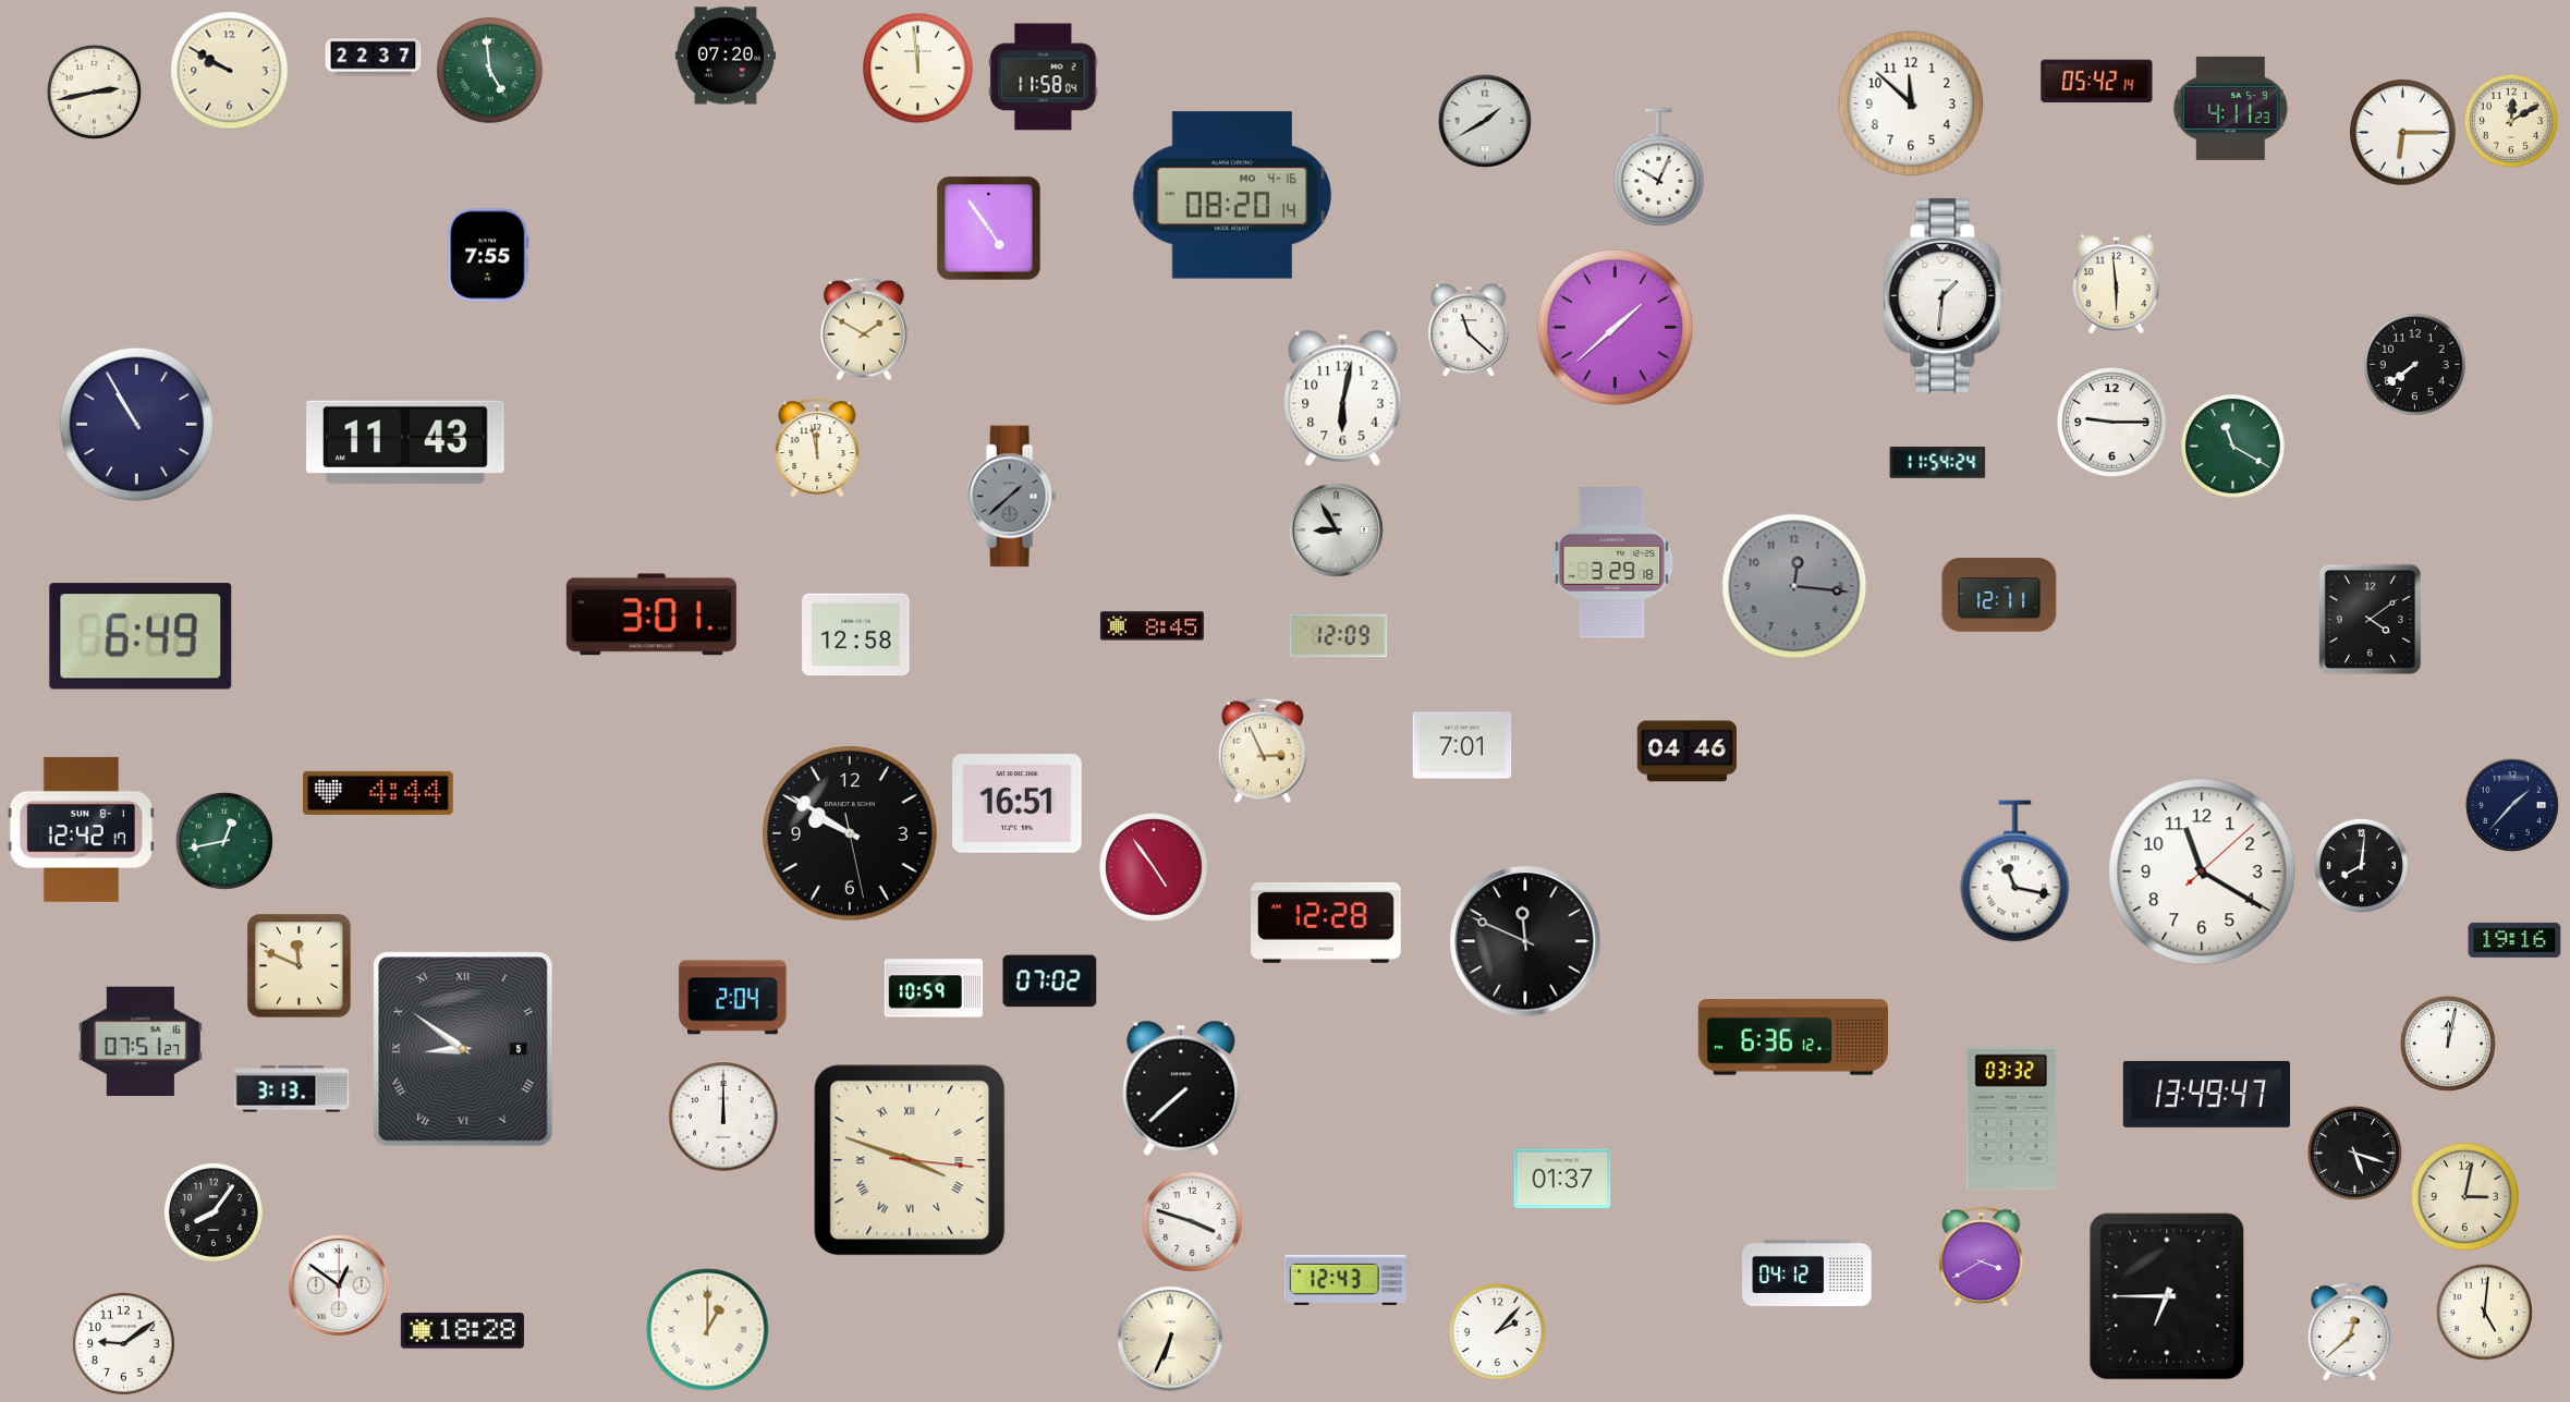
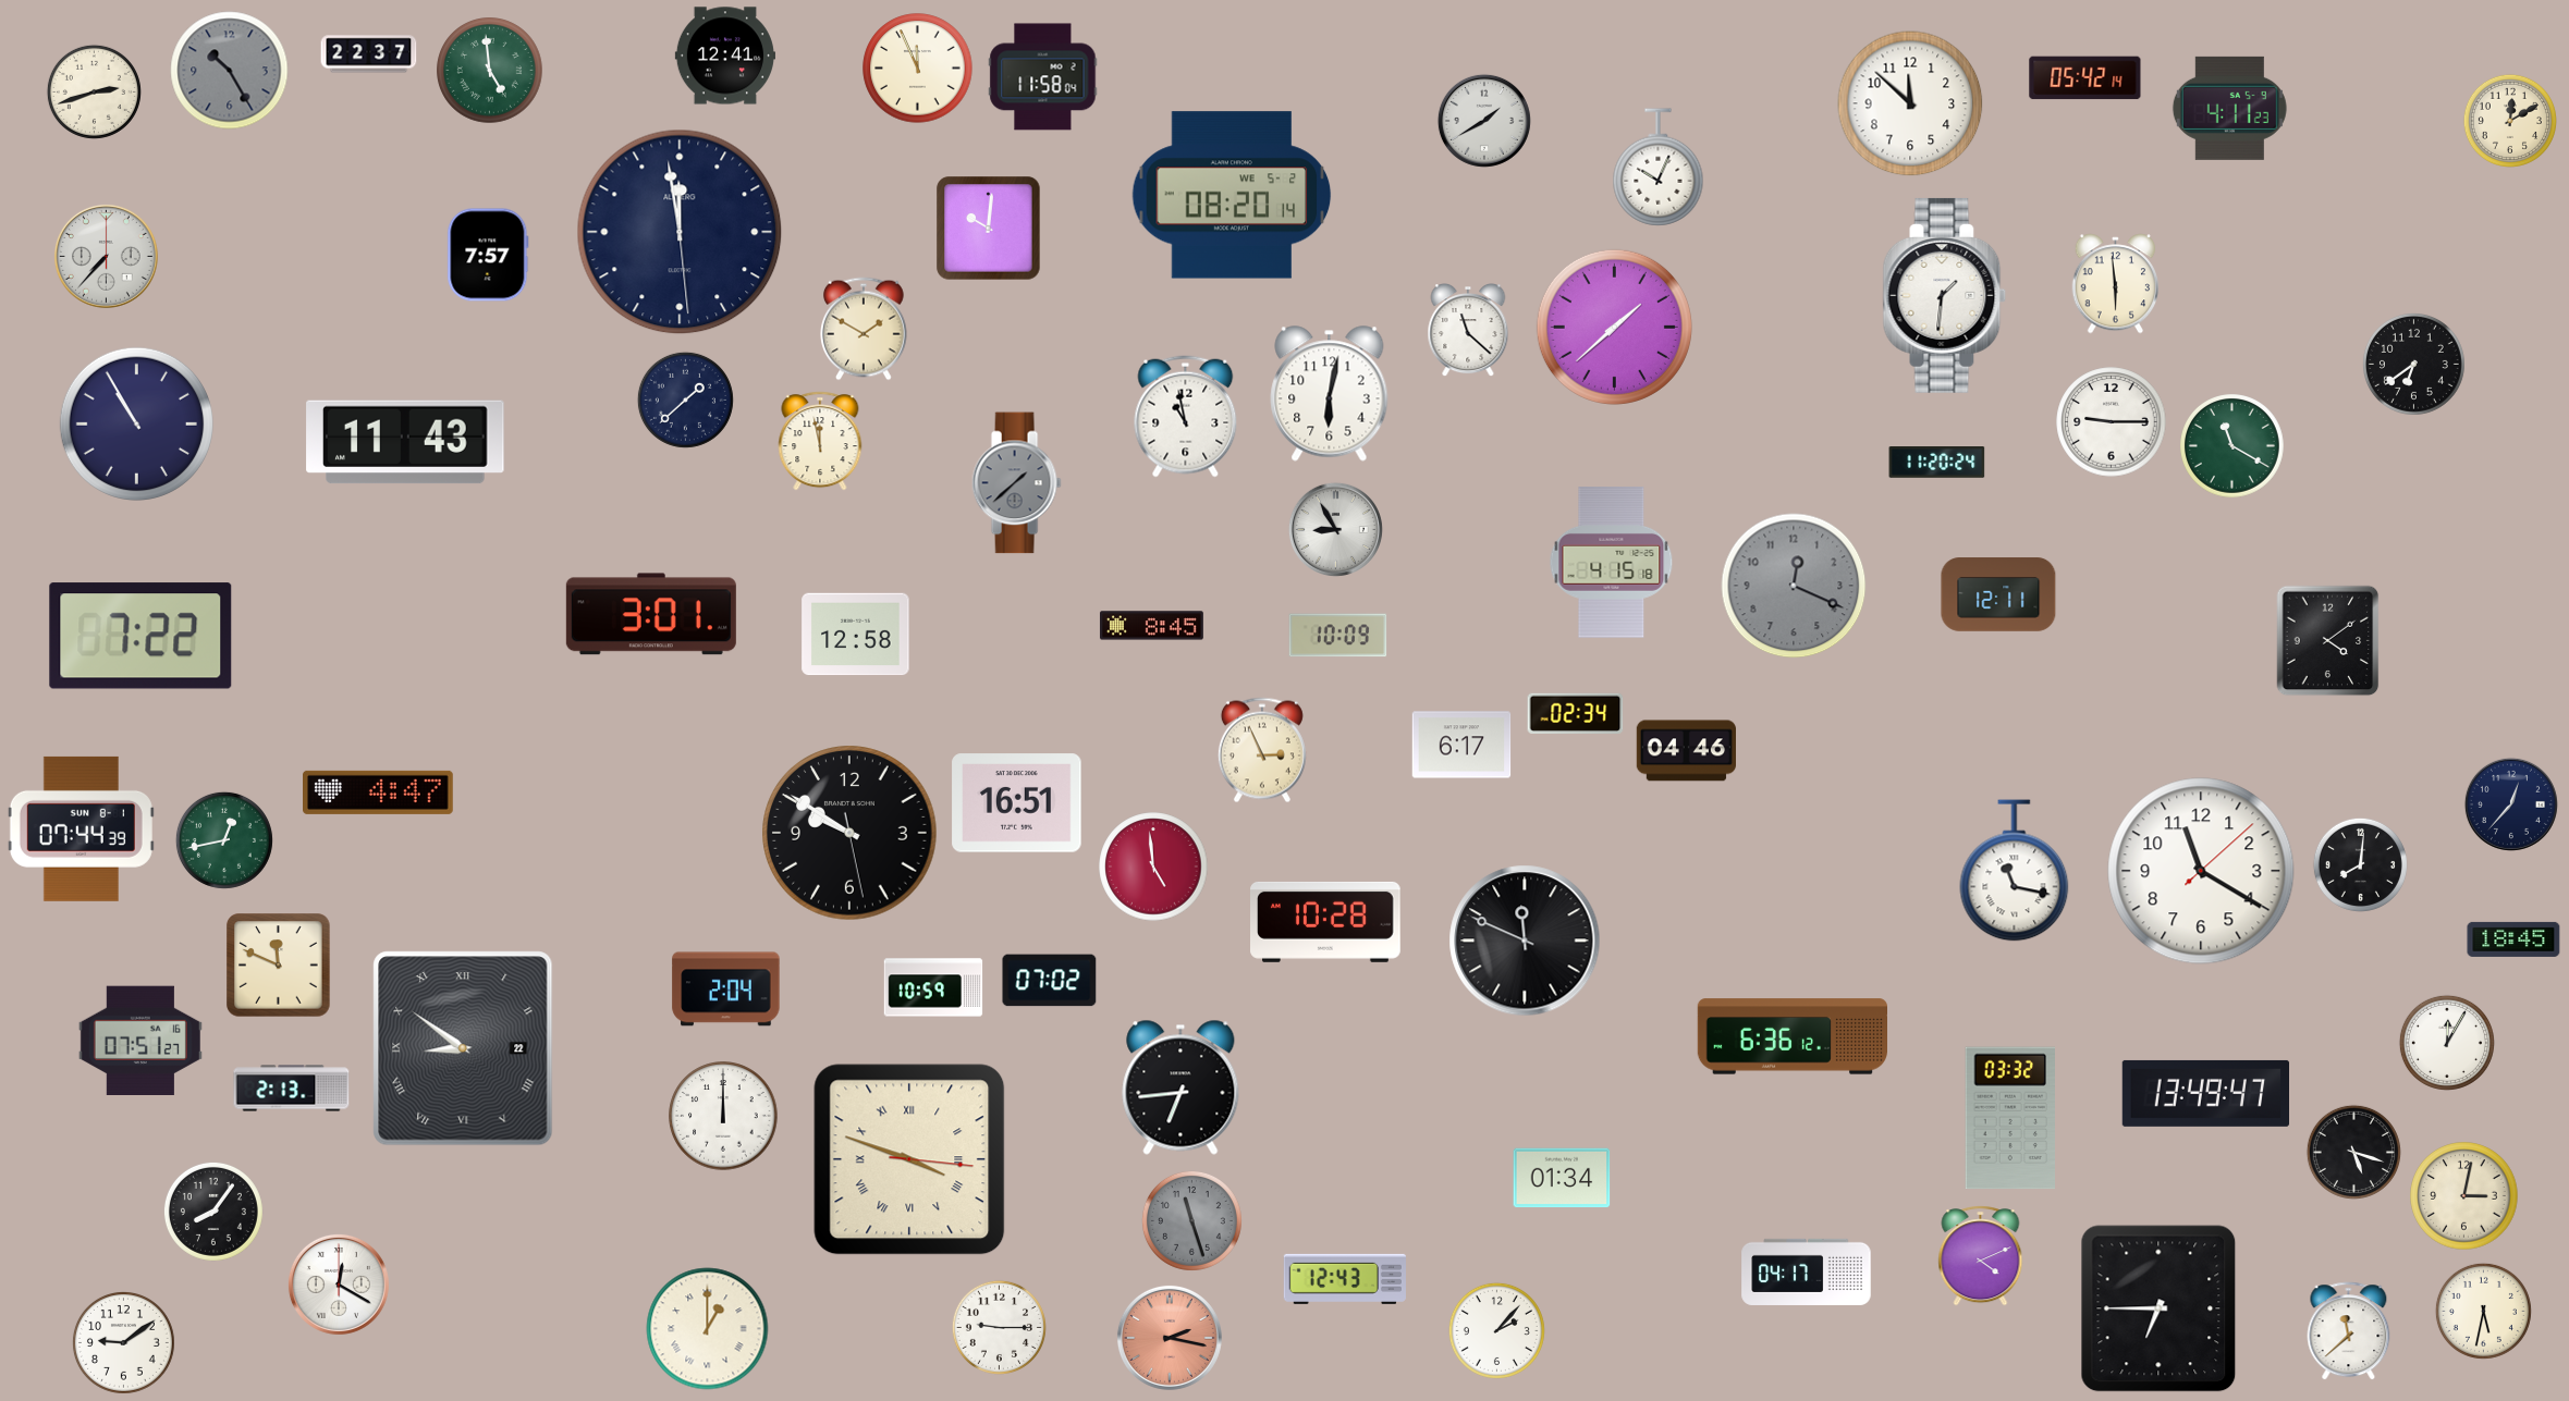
clock at (726, 56): 07:20 -> 12:41
clock at (374, 58) position: (374, 58) -> (369, 54)
clock at (918, 69): 11:59 -> 11:56
clock at (230, 71): 9:50 -> 10:25
clock at (230, 71) dial: cream -> grey
clock at (2097, 82) position: (2097, 82) -> (2085, 78)
clock at (94, 92): 2:43 -> 2:42
clock at (2403, 133): 6:15 -> none
clock at (1232, 195) date: MO 4-16 -> WE 5-2
clock at (989, 229): 4:54 -> 10:01
clock at (680, 232): none -> 11:58
clock at (488, 255): 7:55 -> 7:57
clock at (106, 256): none -> 7:37
clock at (2415, 364): 7:39 -> 6:39
clock at (1343, 399) position: (1343, 399) -> (1330, 394)
clock at (685, 400): none -> 1:38
clock at (1186, 417): none -> 10:58
clock at (817, 448) position: (817, 448) -> (820, 441)
clock at (1938, 463): 11:54 -> 11:20
clock at (1011, 497) position: (1011, 497) -> (1016, 483)
clock at (1612, 563): 3:29 -> 4:15
clock at (1794, 586): 12:16 -> 12:19
clock at (2371, 620) position: (2371, 620) -> (2328, 641)
clock at (141, 636): 6:49 -> 7:22
clock at (1339, 636): 12:09 -> 10:09
clock at (1576, 713): none -> 02:34
clock at (1462, 745): 7:01 -> 6:17
clock at (379, 793): 4:44 -> 4:47
clock at (2512, 805): 1:37 -> 12:37
clock at (81, 829): 12:42 -> 07:44
clock at (1154, 867): 4:54 -> 4:59
clock at (1327, 923): 12:28 -> 10:28
clock at (2514, 940): 19:16 -> 18:45
clock at (300, 966) position: (300, 966) -> (279, 966)
clock at (733, 998) position: (733, 998) -> (726, 990)
clock at (2448, 1044): 12:02 -> 12:05
clock at (463, 1049) date: 5 -> 22
clock at (1181, 1088): 7:38 -> 6:44
clock at (292, 1089): 3:13 -> 2:13
clock at (1562, 1179): 01:37 -> 01:34
clock at (1192, 1221): 3:48 -> 11:27
clock at (1192, 1221) dial: white -> grey
clock at (1982, 1257): 3:40 -> 4:11
clock at (1807, 1272): 04:12 -> 04:17
clock at (339, 1285): 12:51 -> 12:20
clock at (2167, 1296) position: (2167, 1296) -> (2158, 1308)
clock at (2484, 1312): 5:01 -> 5:32
clock at (999, 1327): none -> 9:15
clock at (462, 1331): 18:28 -> none
clock at (2350, 1332): 12:38 -> 11:38
clock at (1170, 1339): 6:34 -> 2:17
clock at (1170, 1339) dial: cream -> salmon
